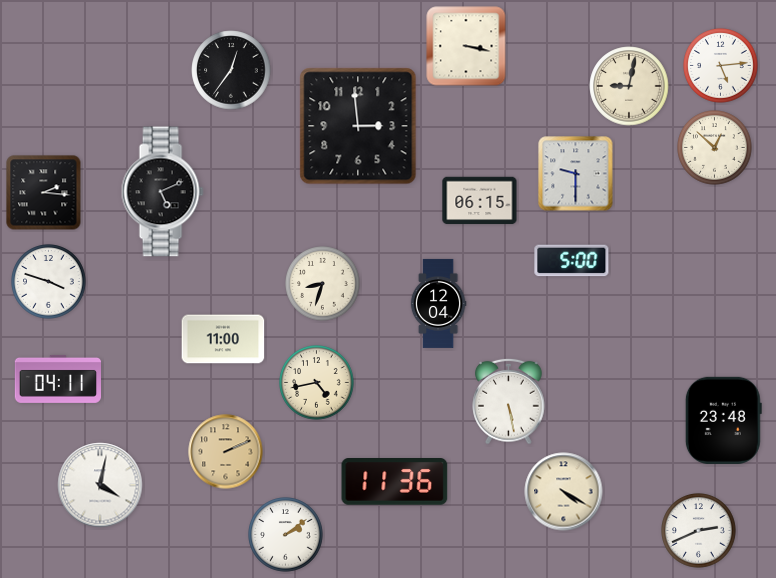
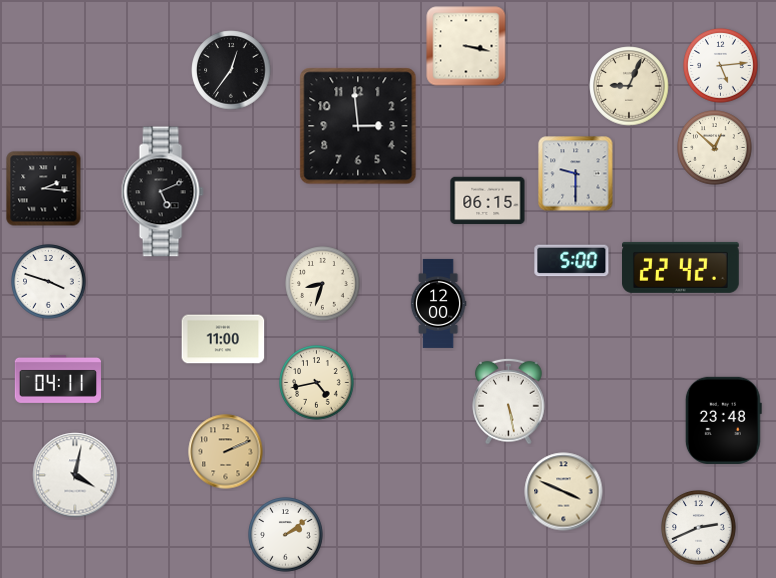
clock at (629, 86): 9:02 -> 9:04
clock at (44, 193) position: (44, 193) -> (44, 189)
clock at (480, 201) position: (480, 201) -> (488, 201)
clock at (681, 267): none -> 22:42
clock at (438, 303): 12:04 -> 12:00
clock at (395, 482): 11:36 -> none
clock at (100, 485) position: (100, 485) -> (75, 475)
clock at (564, 492): 4:20 -> 3:49
clock at (699, 531) position: (699, 531) -> (699, 528)
